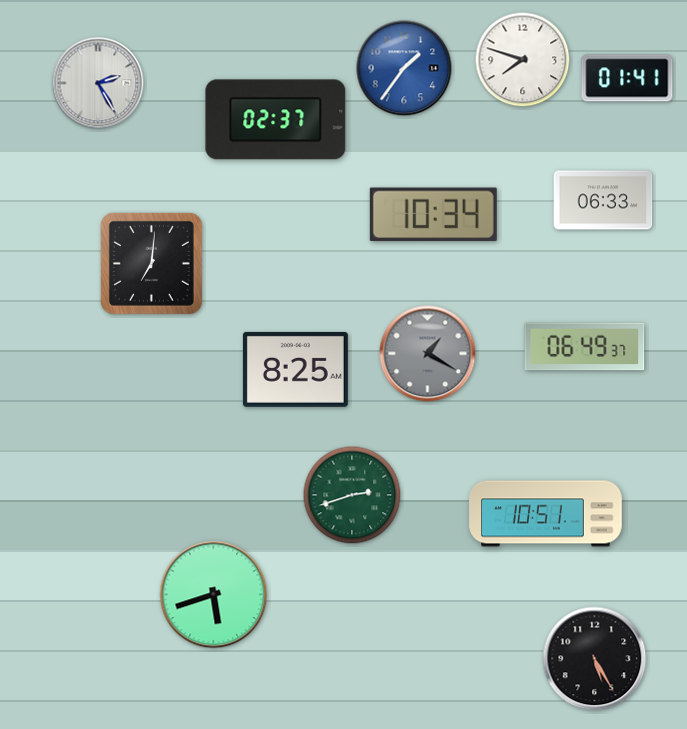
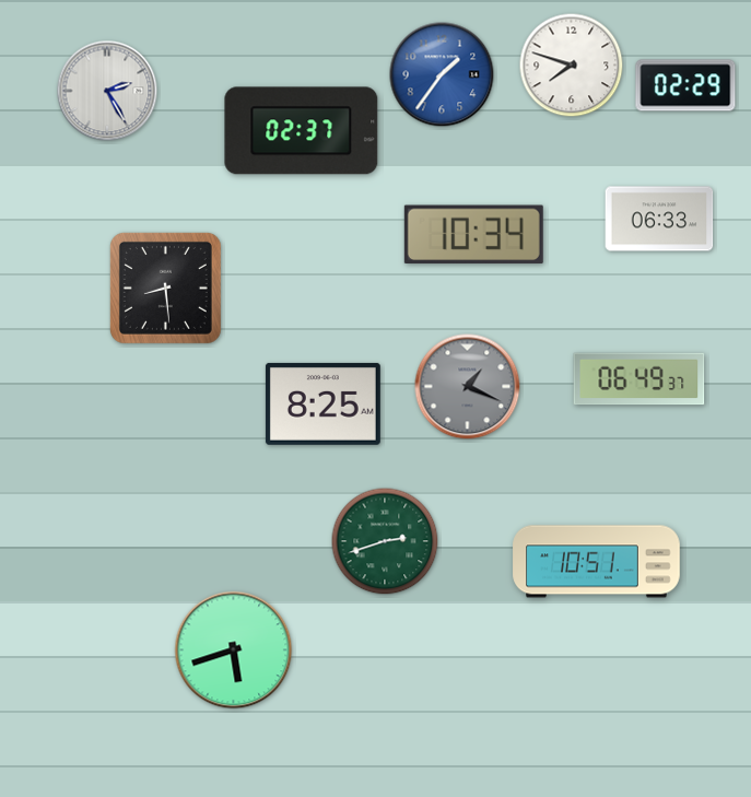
clock at (627, 78): 01:41 -> 02:29
clock at (151, 263): 7:01 -> 8:29
clock at (428, 354): 1:20 -> 1:19
clock at (595, 659): 5:25 -> none
